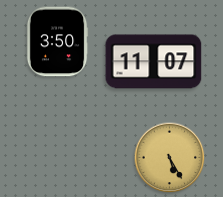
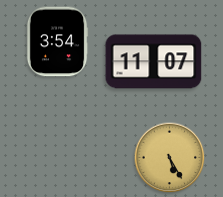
clock at (57, 42): 3:50 -> 3:54
